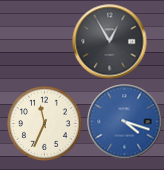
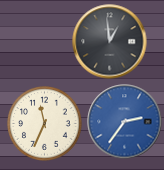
clock at (110, 42): 12:55 -> 12:59
clock at (125, 122): 4:18 -> 2:36
